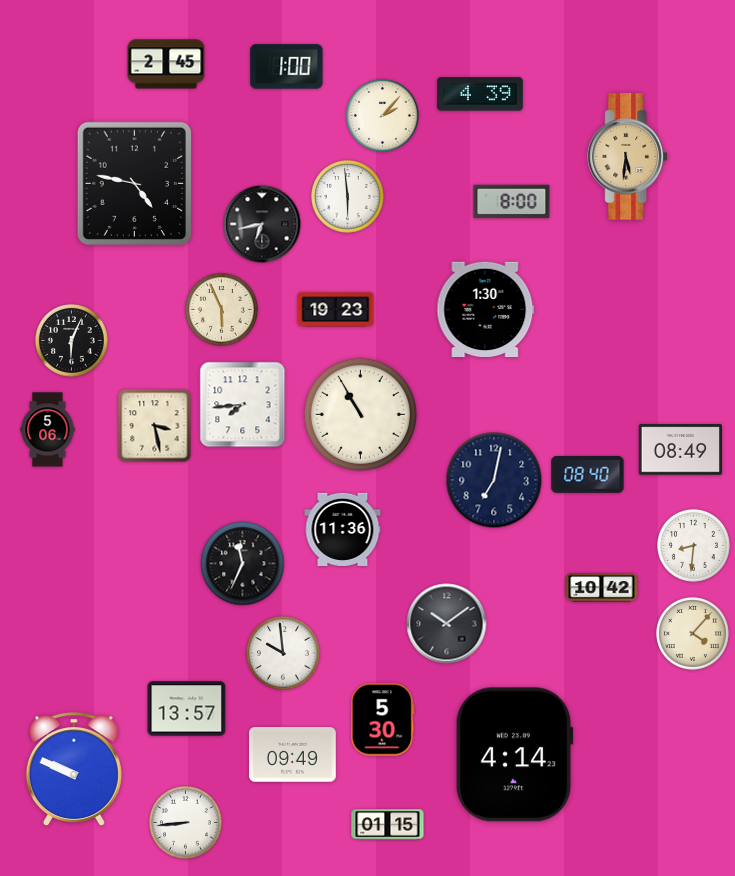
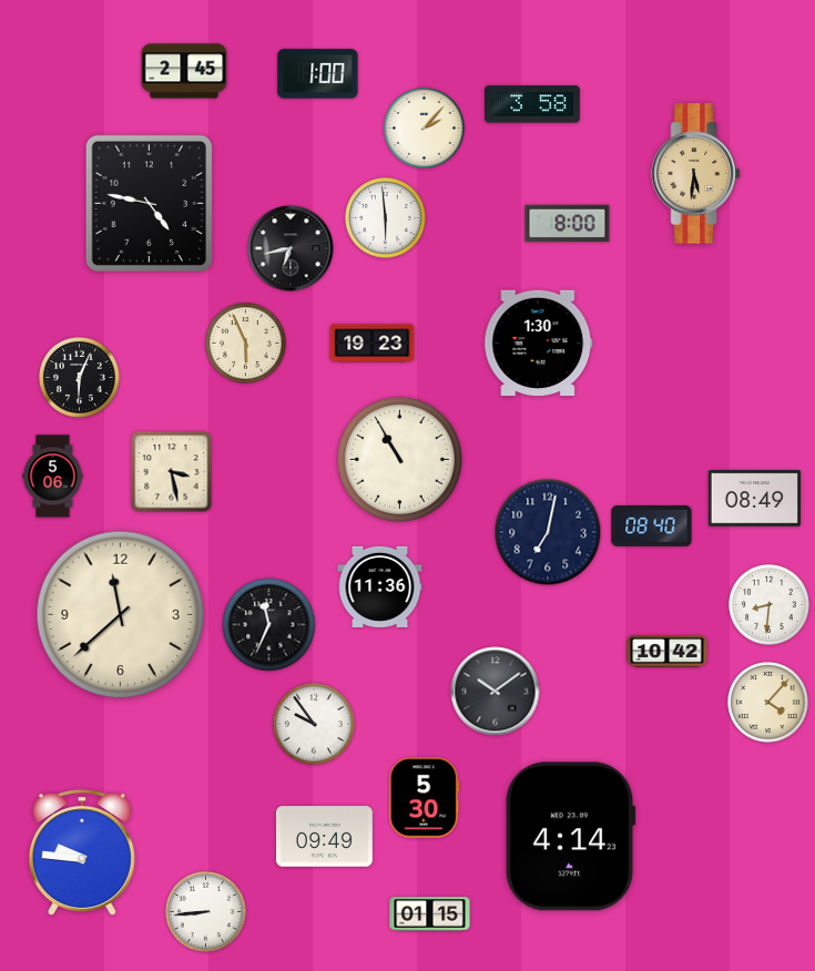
clock at (480, 94): 4:39 -> 3:58
clock at (243, 405): 7:44 -> none
clock at (121, 615): none -> 11:38
clock at (283, 653): 9:59 -> 9:54
clock at (187, 709): 13:57 -> none
clock at (74, 770): 9:49 -> 9:46
